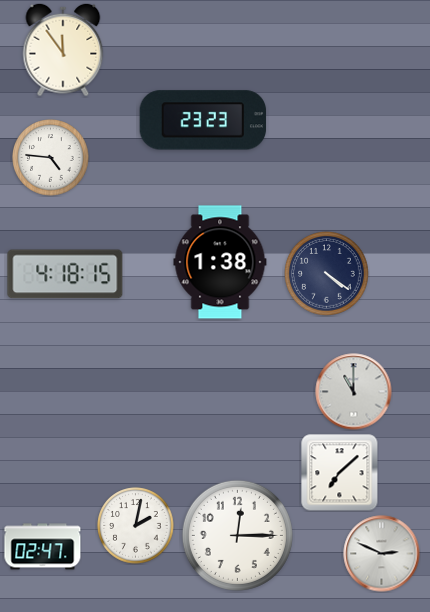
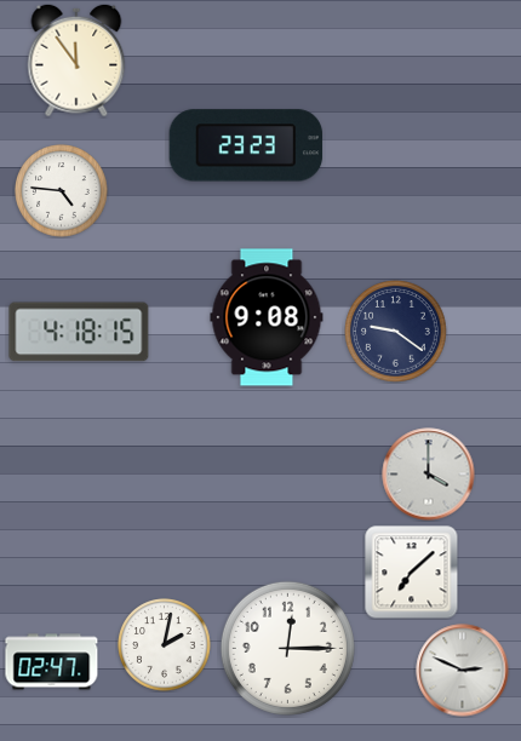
clock at (220, 262): 1:38 -> 9:08
clock at (327, 274): 4:21 -> 9:21
clock at (354, 392): 11:00 -> 4:00
clock at (136, 526) position: (136, 526) -> (165, 645)
